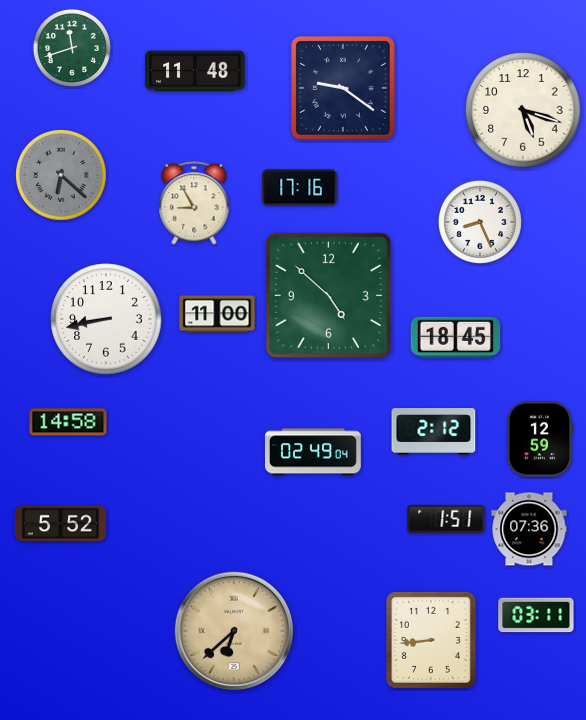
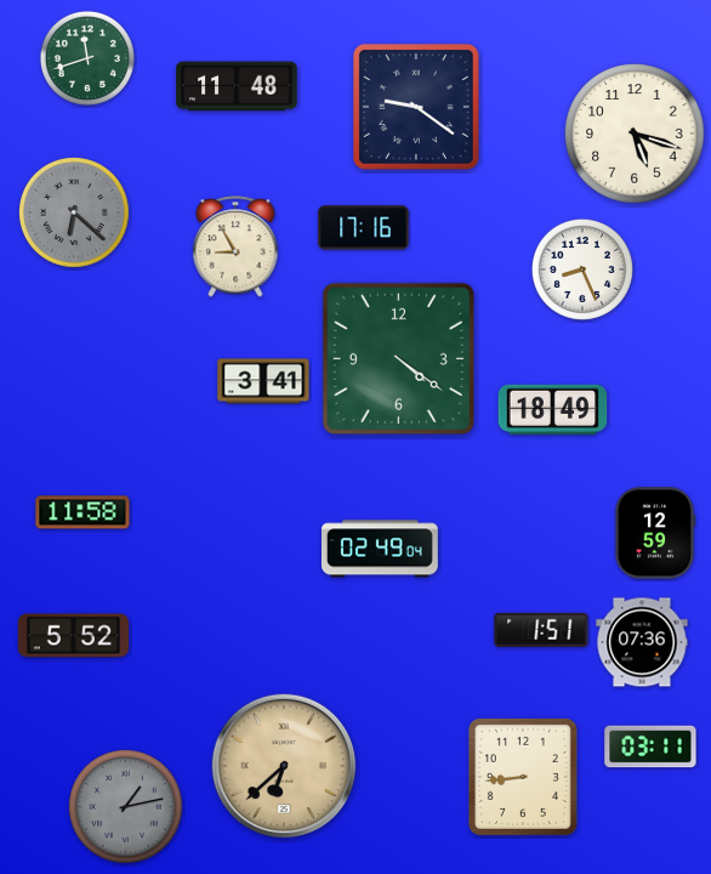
clock at (328, 295): 4:52 -> 4:21
clock at (217, 314): 11:00 -> 3:41
clock at (106, 319): 8:43 -> none
clock at (456, 337): 18:45 -> 18:49
clock at (68, 422): 14:58 -> 11:58
clock at (434, 432): 2:12 -> none
clock at (125, 806): none -> 1:13
